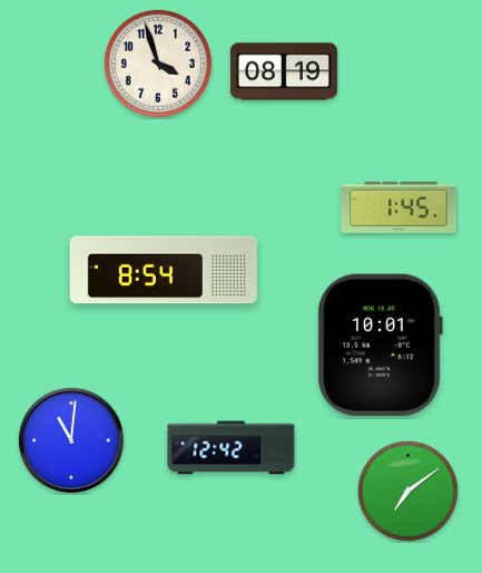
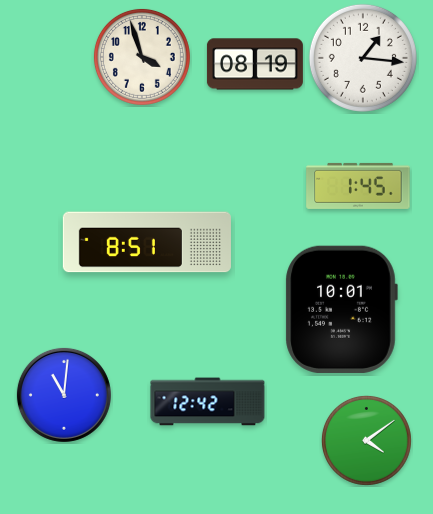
clock at (363, 58): none -> 1:16
clock at (164, 270): 8:54 -> 8:51
clock at (409, 492): 7:09 -> 4:09
